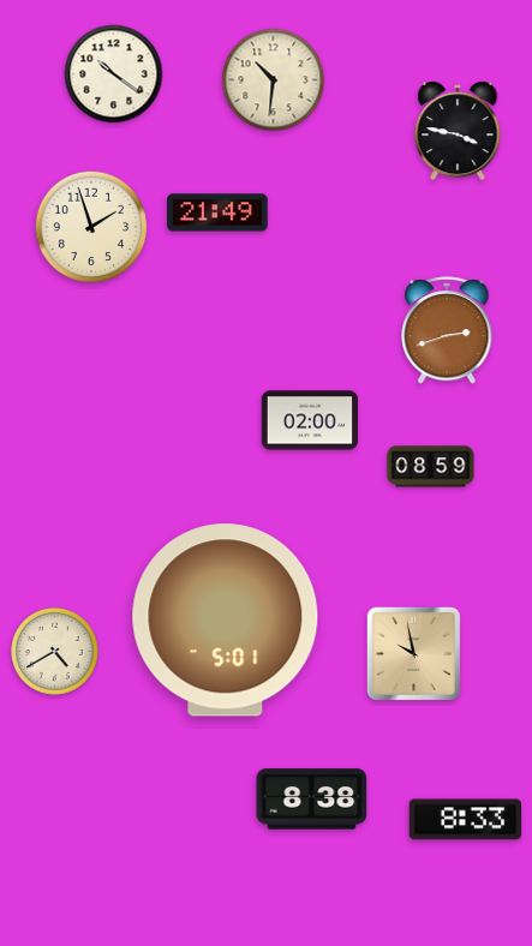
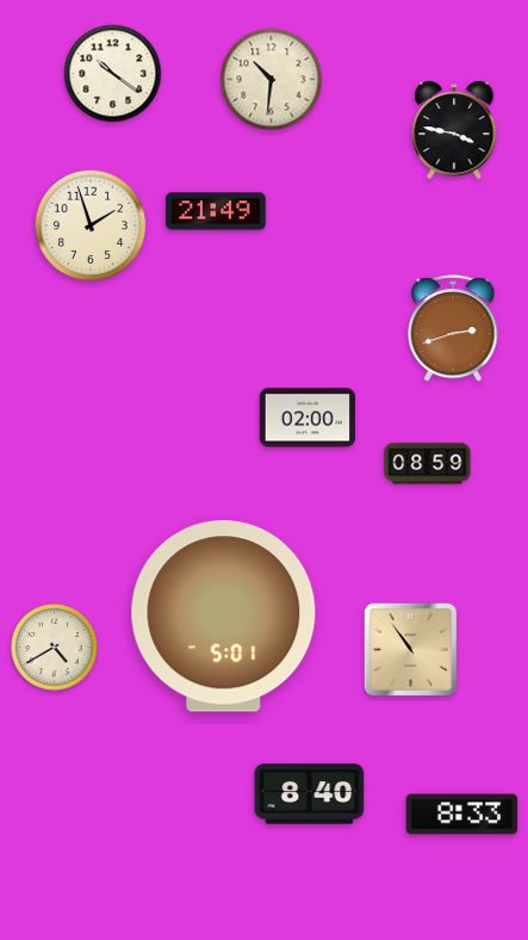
clock at (447, 331) position: (447, 331) -> (453, 329)
clock at (413, 653): 9:58 -> 10:54
clock at (312, 800): 8:38 -> 8:40
